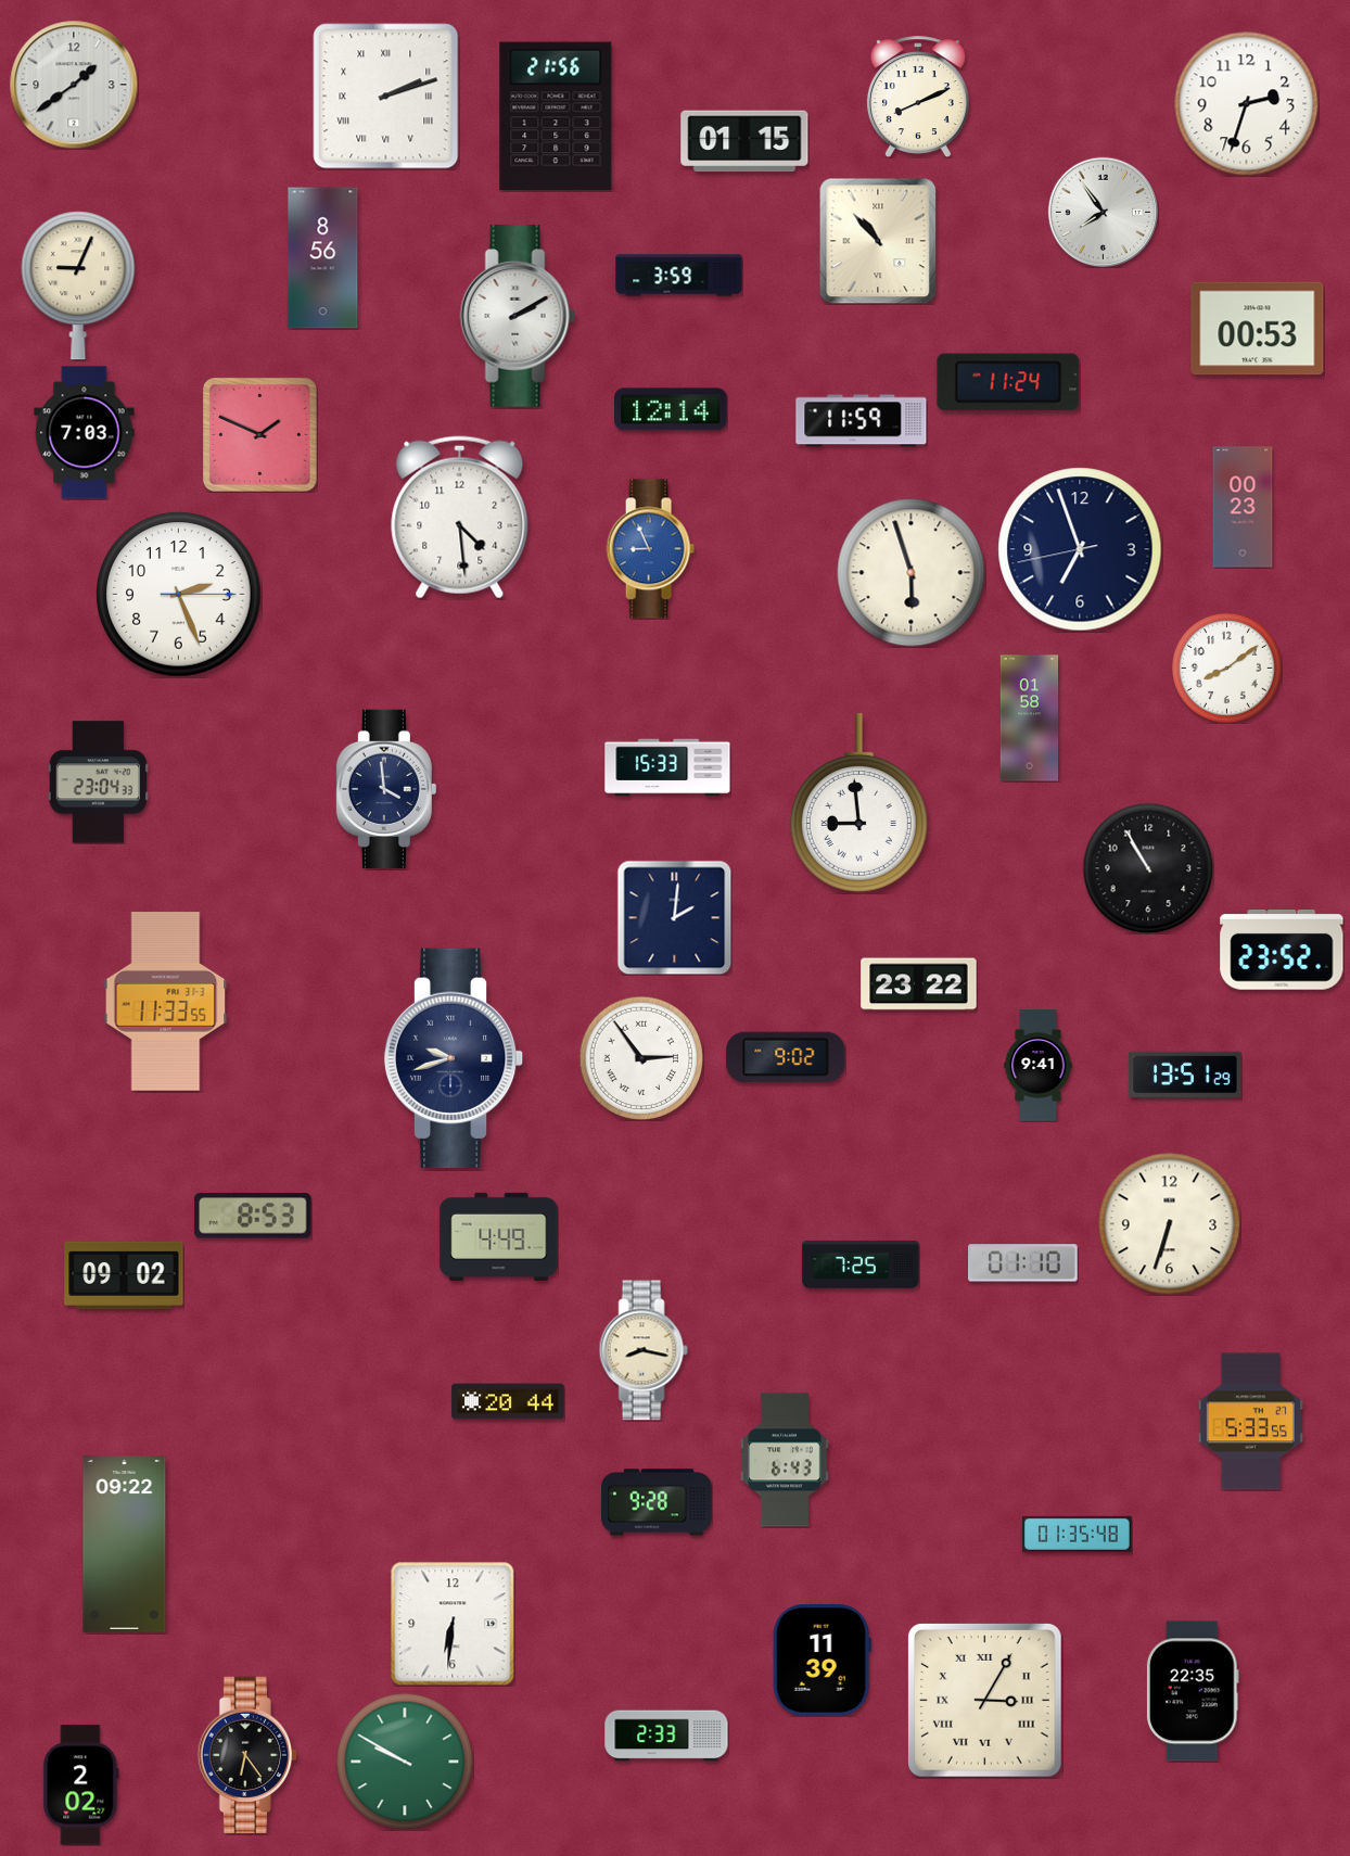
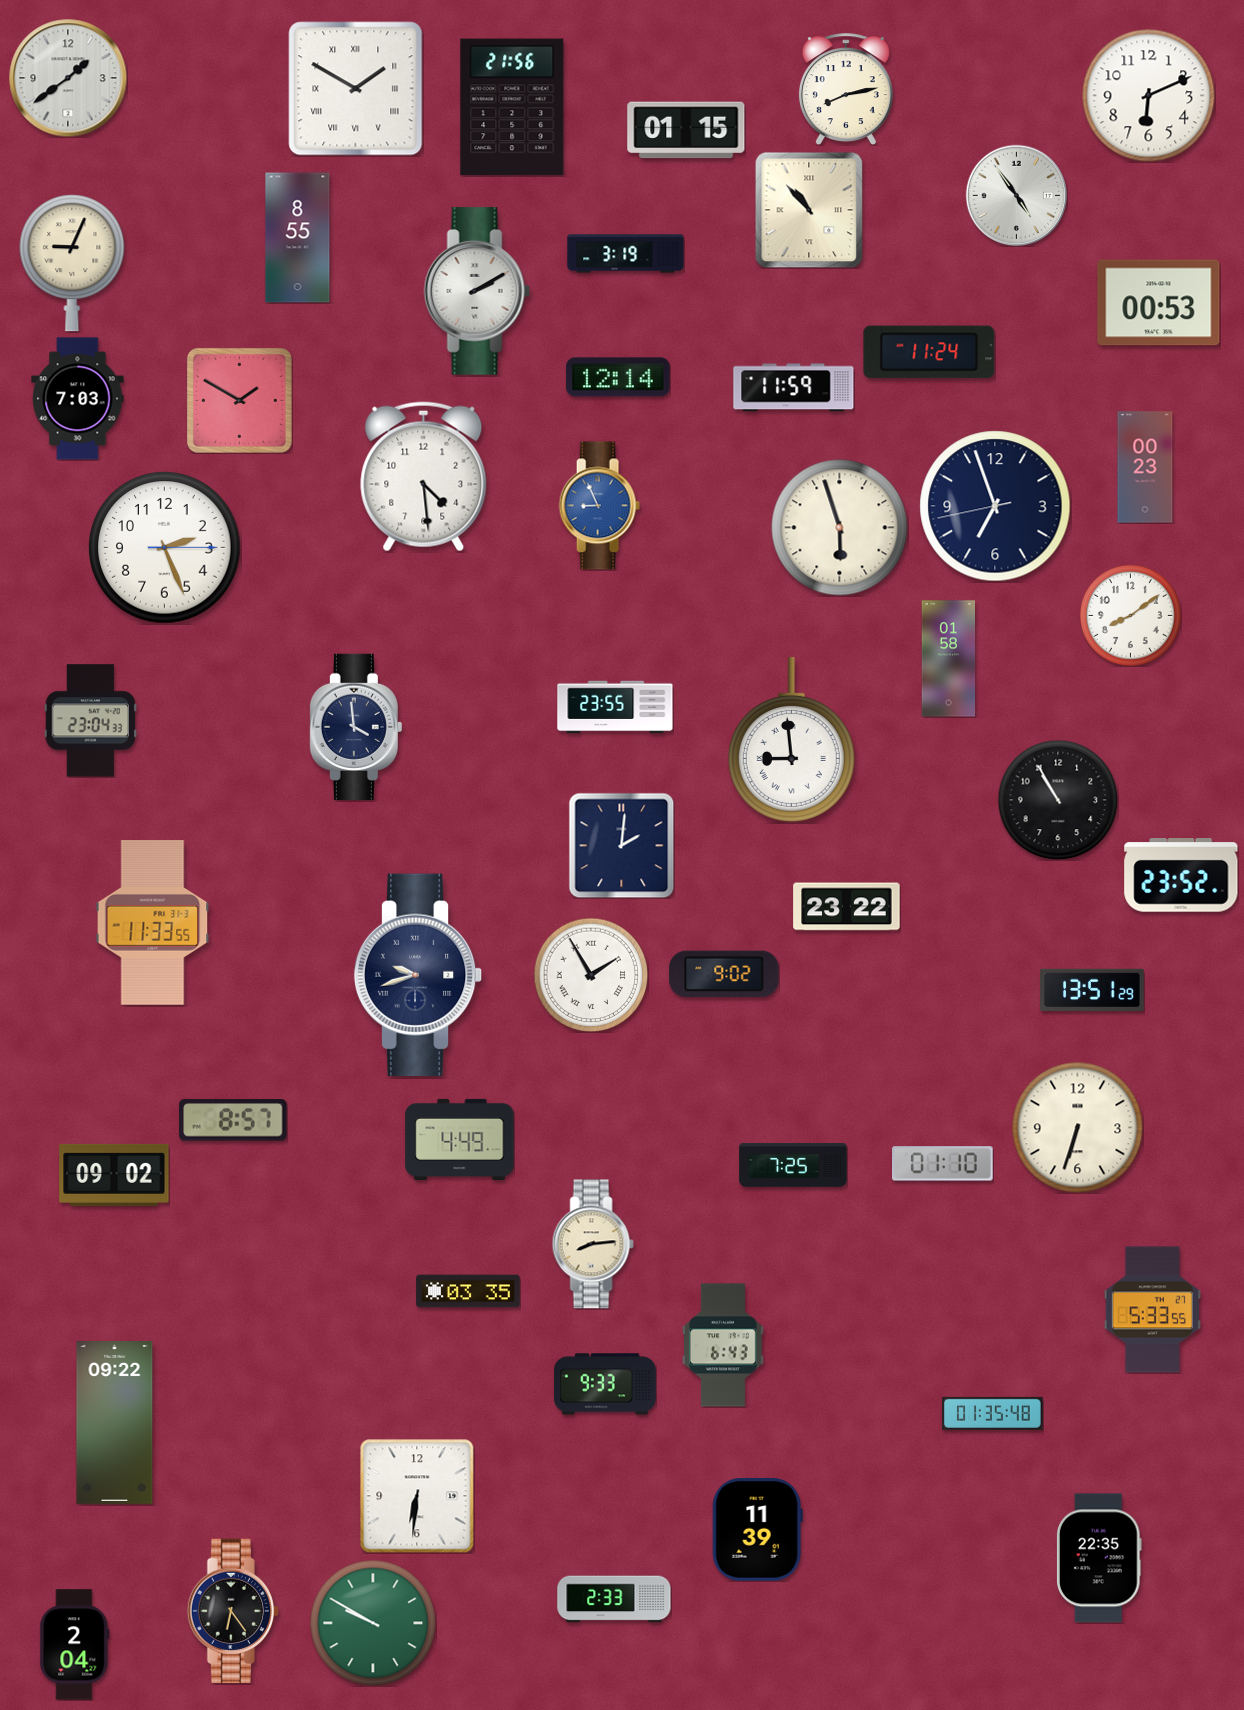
clock at (386, 97): 2:12 -> 1:50
clock at (918, 97): 8:11 -> 8:13
clock at (1247, 104): 2:33 -> 6:11
clock at (1103, 212): 7:54 -> 4:54
clock at (878, 241) position: (878, 241) -> (809, 210)
clock at (323, 258): 8:56 -> 8:55
clock at (679, 276): 3:59 -> 3:19
clock at (259, 434): 1:49 -> 1:50
clock at (1030, 719) position: (1030, 719) -> (949, 659)
clock at (667, 767): 15:33 -> 23:55
clock at (641, 1058): 2:54 -> 1:55
clock at (1039, 1066): 9:41 -> none
clock at (253, 1216): 8:53 -> 8:57
clock at (644, 1350): 8:17 -> 8:14
clock at (508, 1401): 20:44 -> 03:35
clock at (657, 1502): 9:28 -> 9:33
clock at (985, 1701): 3:05 -> none
clock at (246, 1755) position: (246, 1755) -> (232, 1611)
clock at (81, 1785): 2:02 -> 2:04
